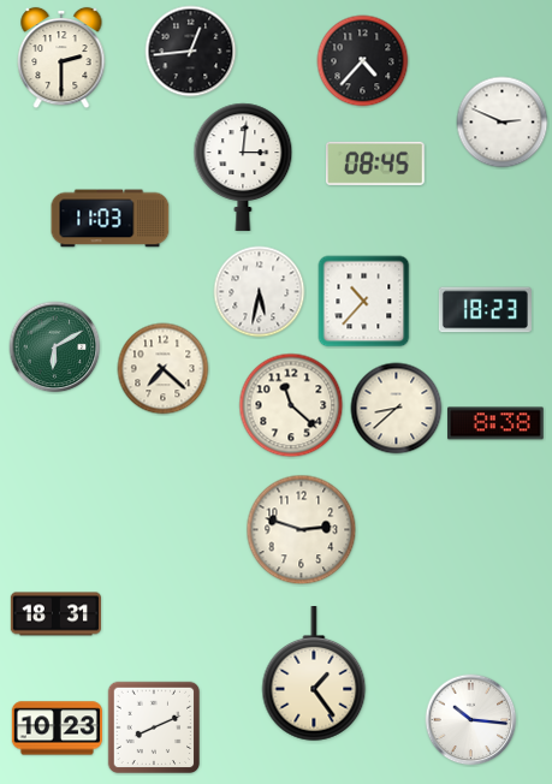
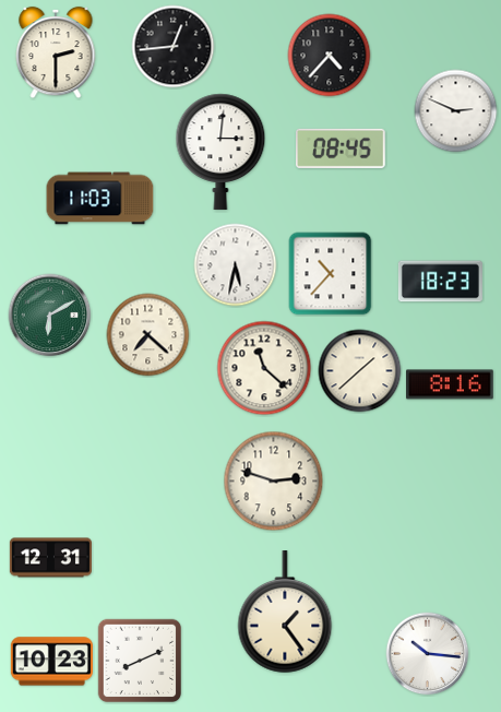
clock at (397, 409): 8:38 -> 1:38
clock at (497, 423): 8:38 -> 8:16
clock at (55, 614): 18:31 -> 12:31
